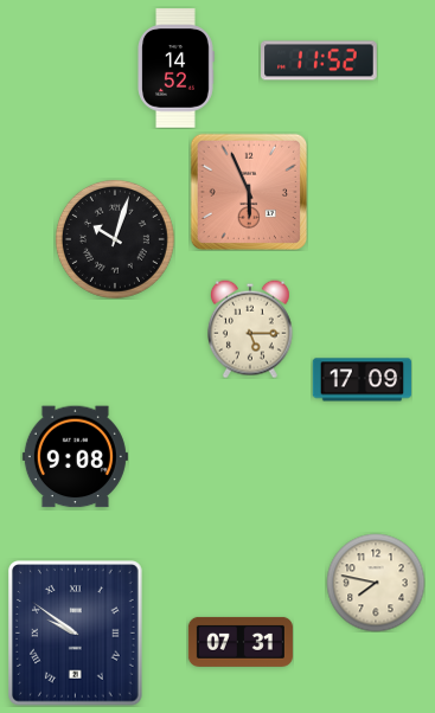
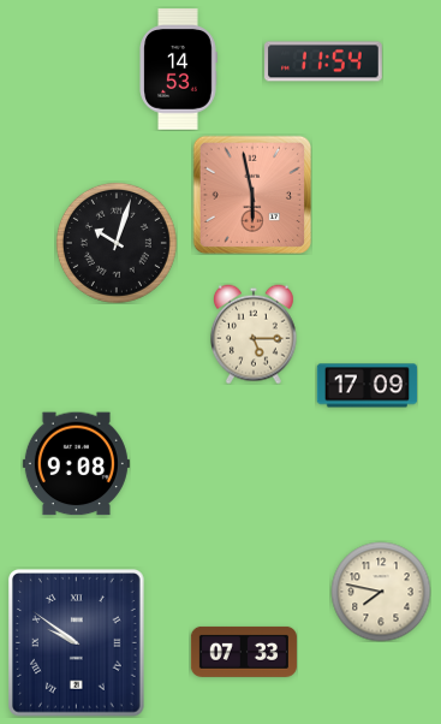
clock at (319, 60): 11:52 -> 11:54
clock at (175, 69): 14:52 -> 14:53
clock at (249, 192): 5:56 -> 5:58
clock at (241, 642): 07:31 -> 07:33
